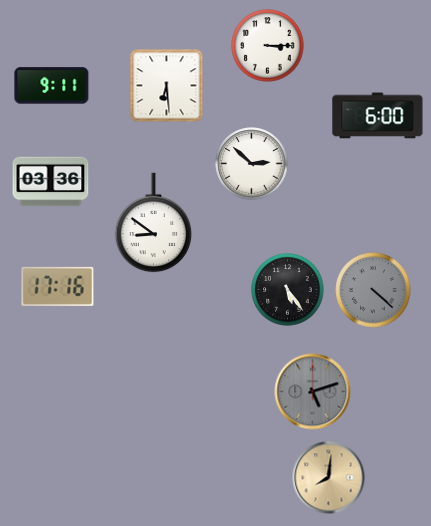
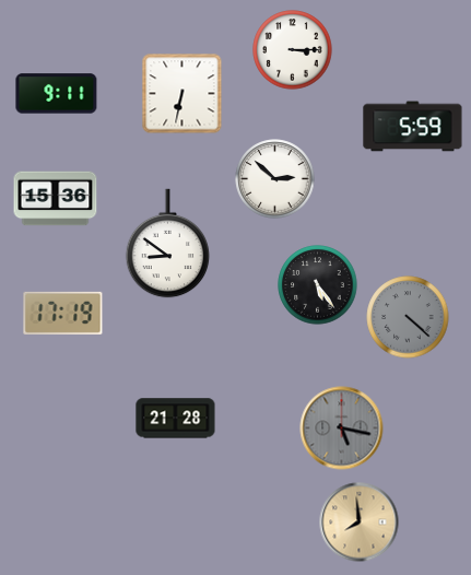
clock at (167, 86): 6:29 -> 6:32
clock at (378, 116): 6:00 -> 5:59
clock at (51, 182): 03:36 -> 15:36
clock at (58, 286): 17:16 -> 17:19
clock at (288, 290) position: (288, 290) -> (318, 285)
clock at (176, 419): none -> 21:28
clock at (313, 392): 5:12 -> 5:17
clock at (329, 478): 8:01 -> 7:59
